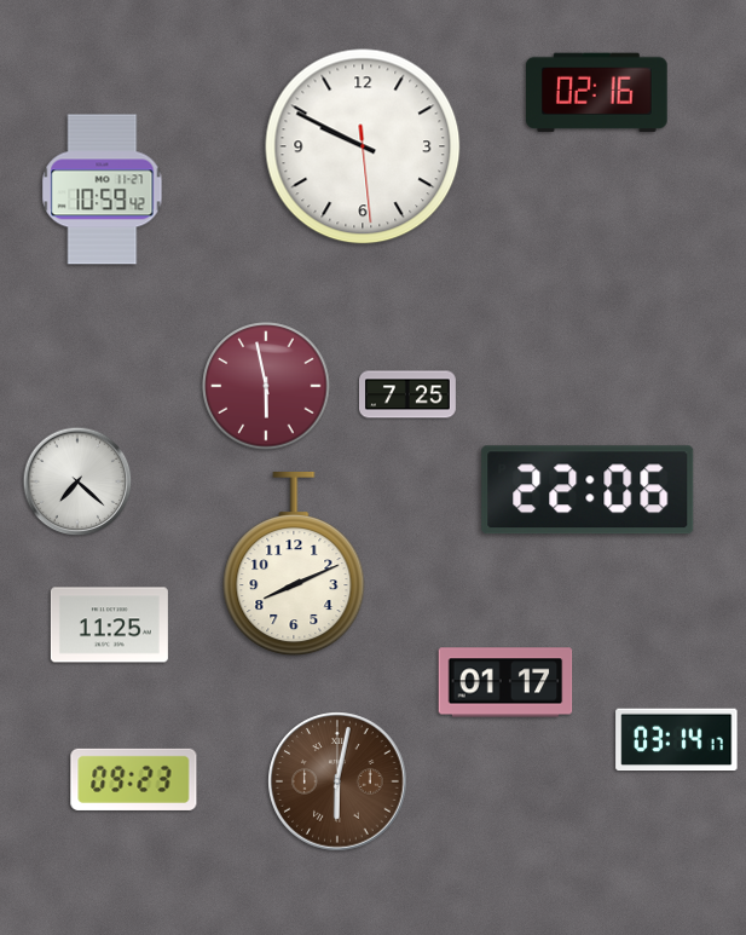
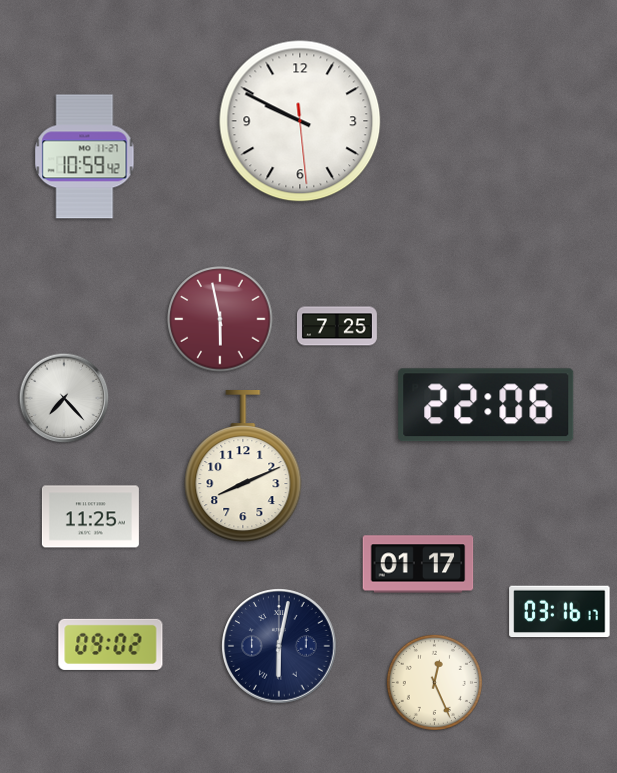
clock at (597, 92): 02:16 -> none
clock at (77, 481): 7:22 -> 7:23
clock at (677, 740): 03:14 -> 03:16
clock at (134, 779): 09:23 -> 09:02
clock at (337, 781) dial: brown -> navy
clock at (434, 682): none -> 12:26
